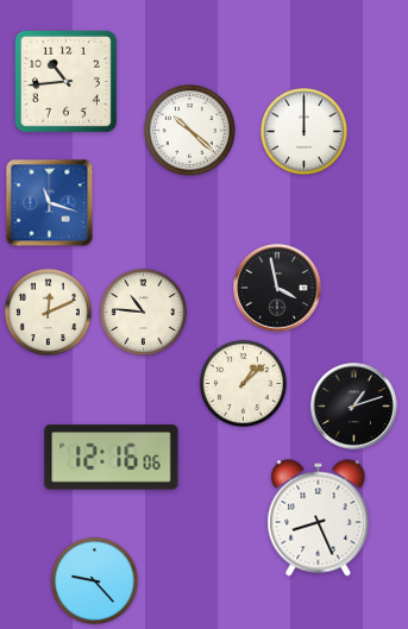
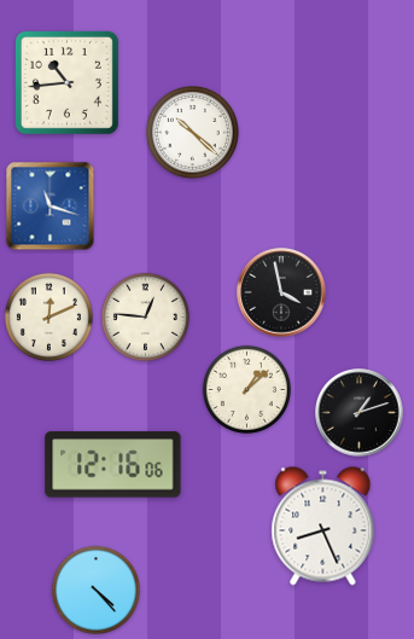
clock at (303, 131): 12:00 -> none
clock at (143, 312): 10:46 -> 12:46
clock at (94, 580): 9:23 -> 4:23
